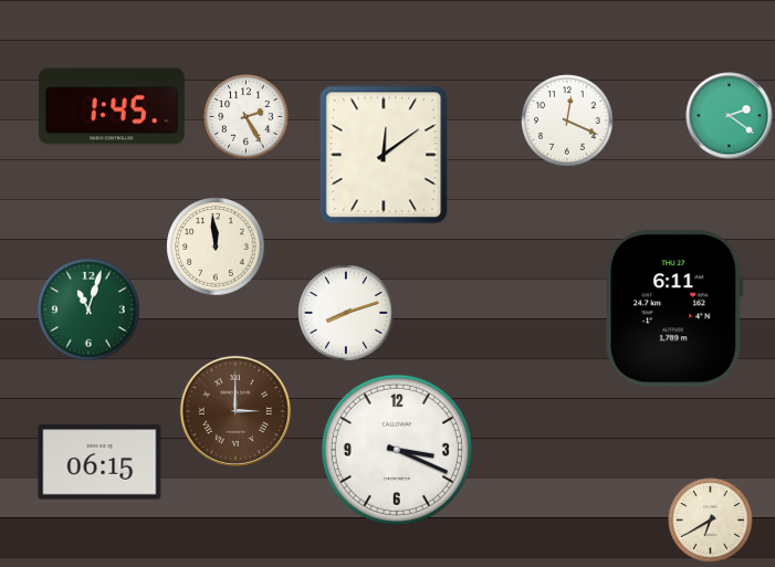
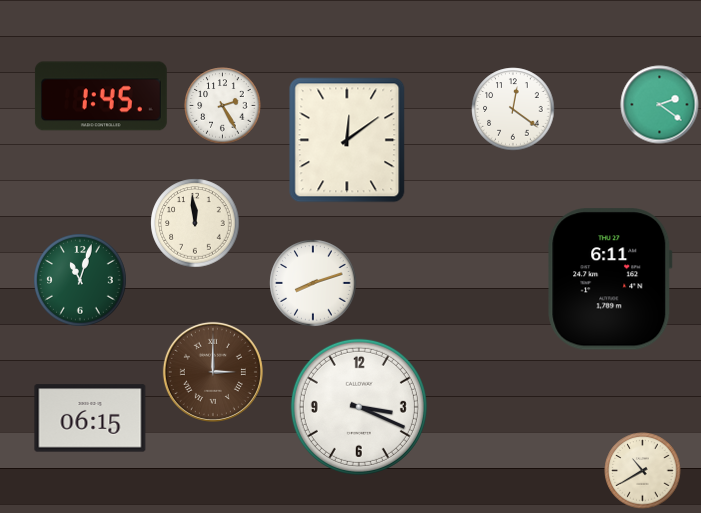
clock at (567, 120): 12:19 -> 12:21
clock at (711, 521): 6:40 -> 10:40
